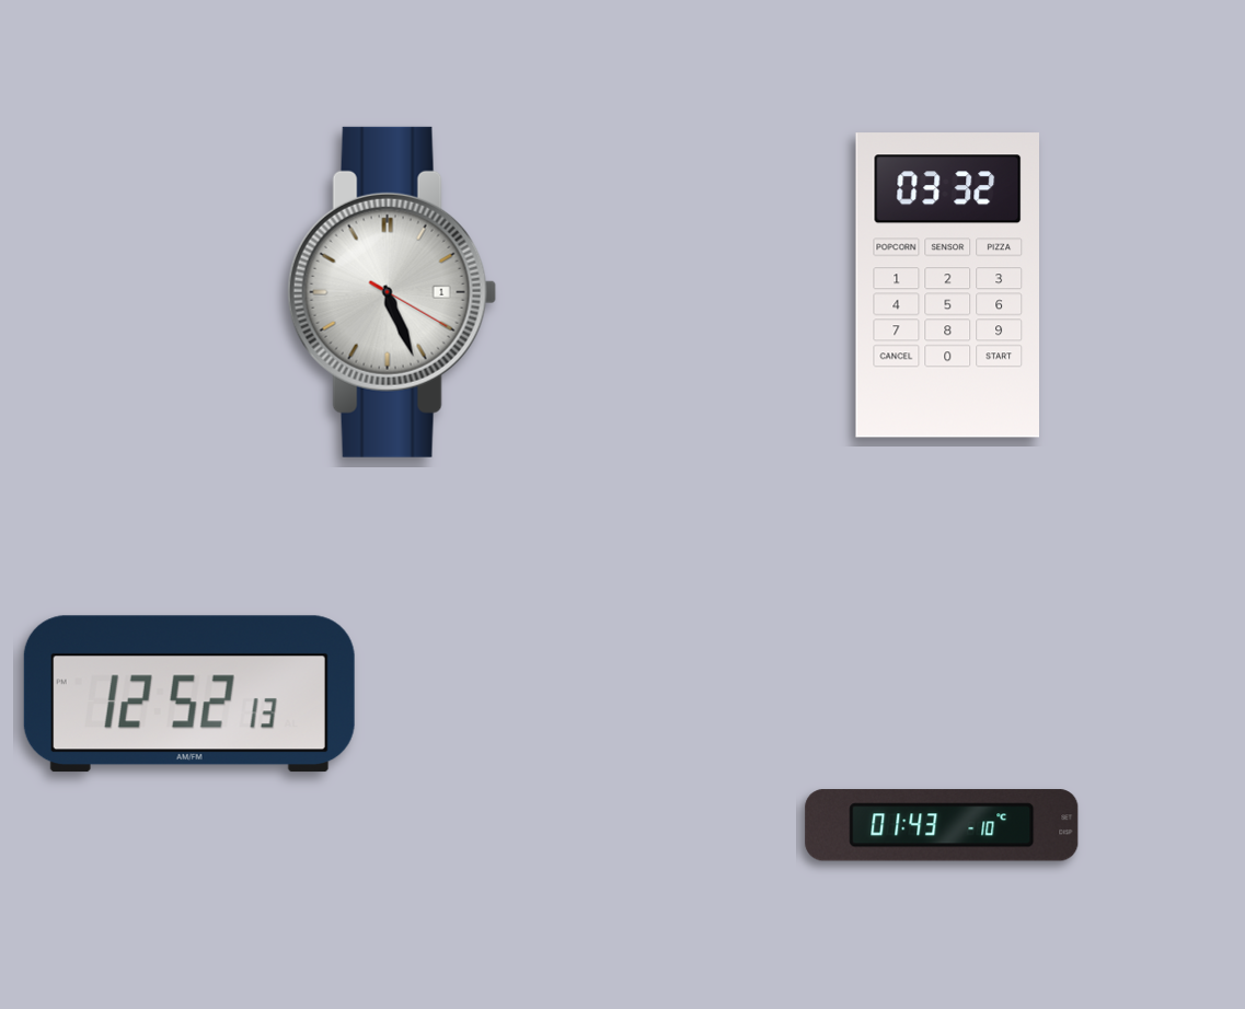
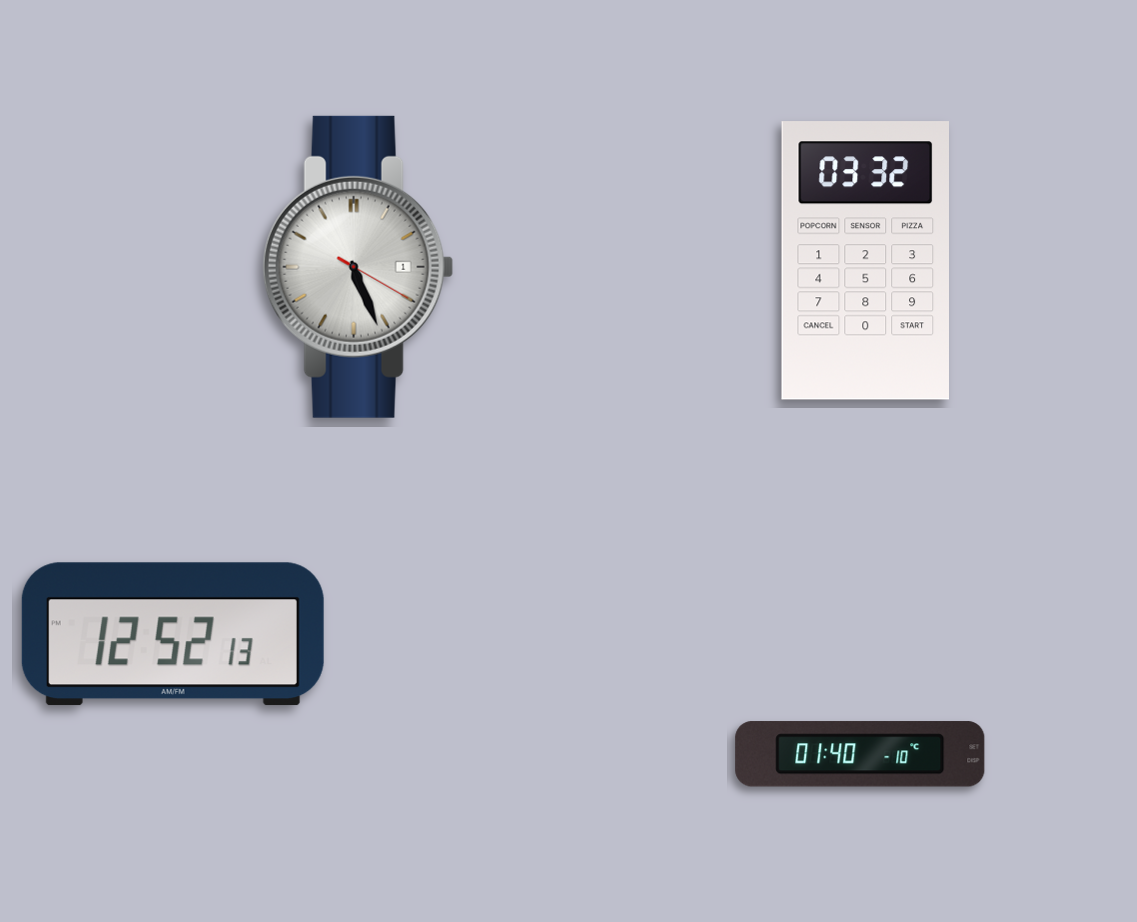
clock at (942, 825): 01:43 -> 01:40
